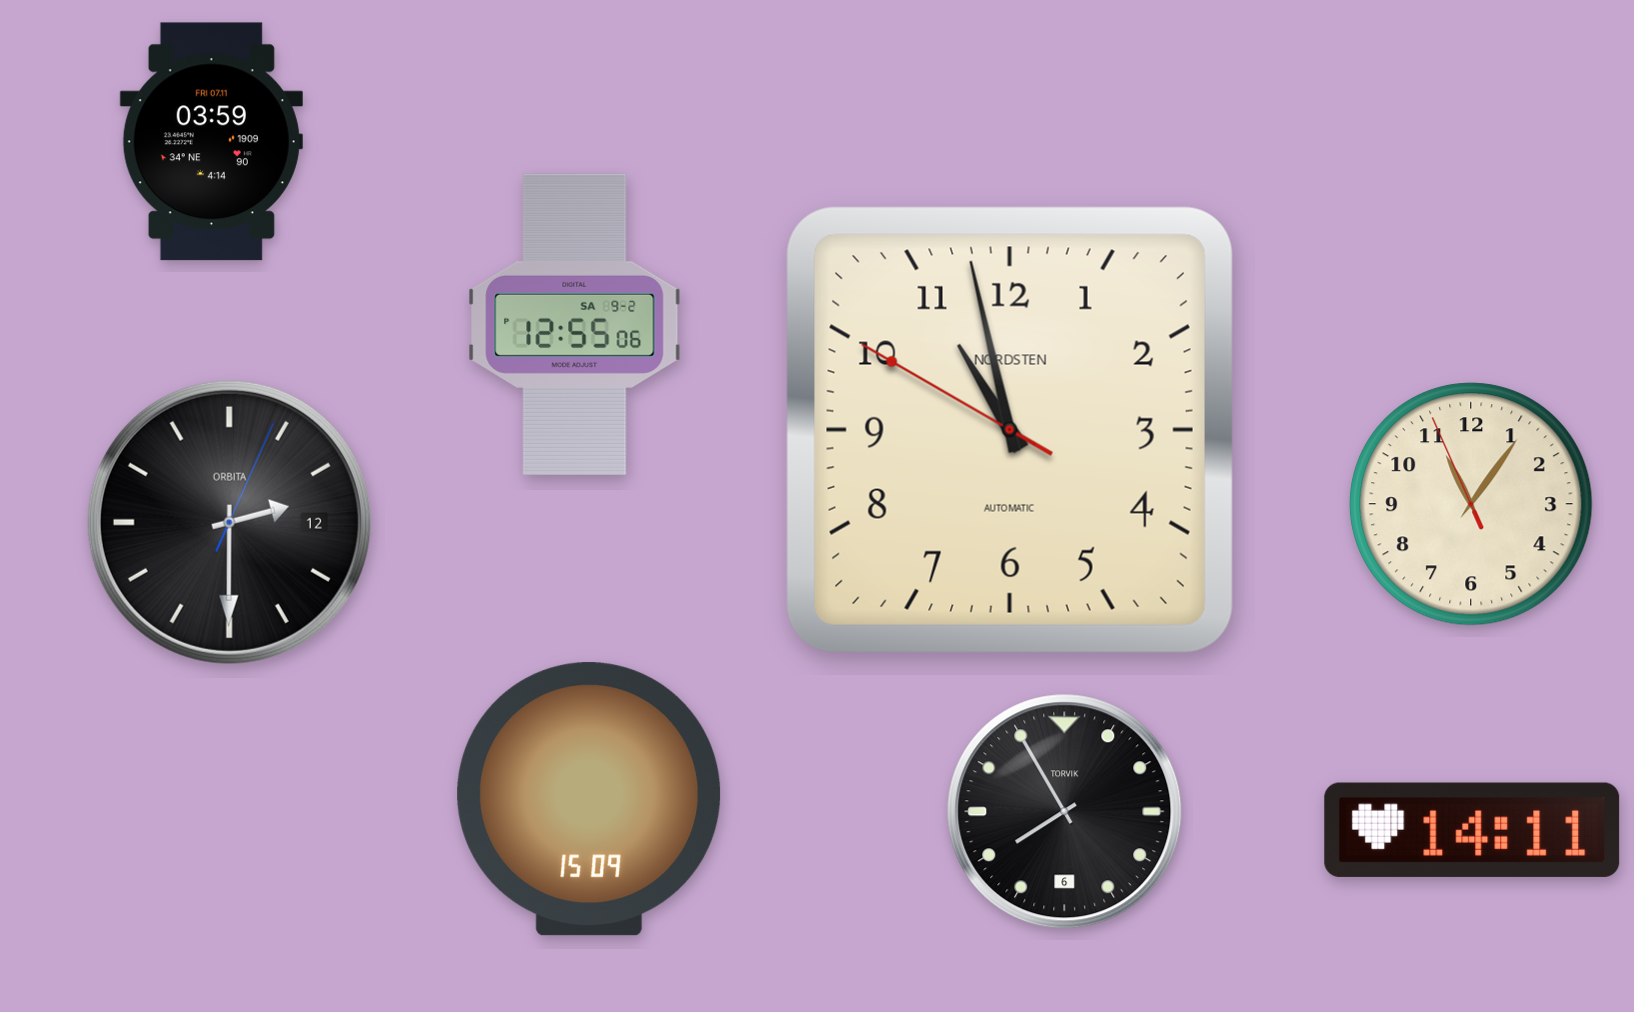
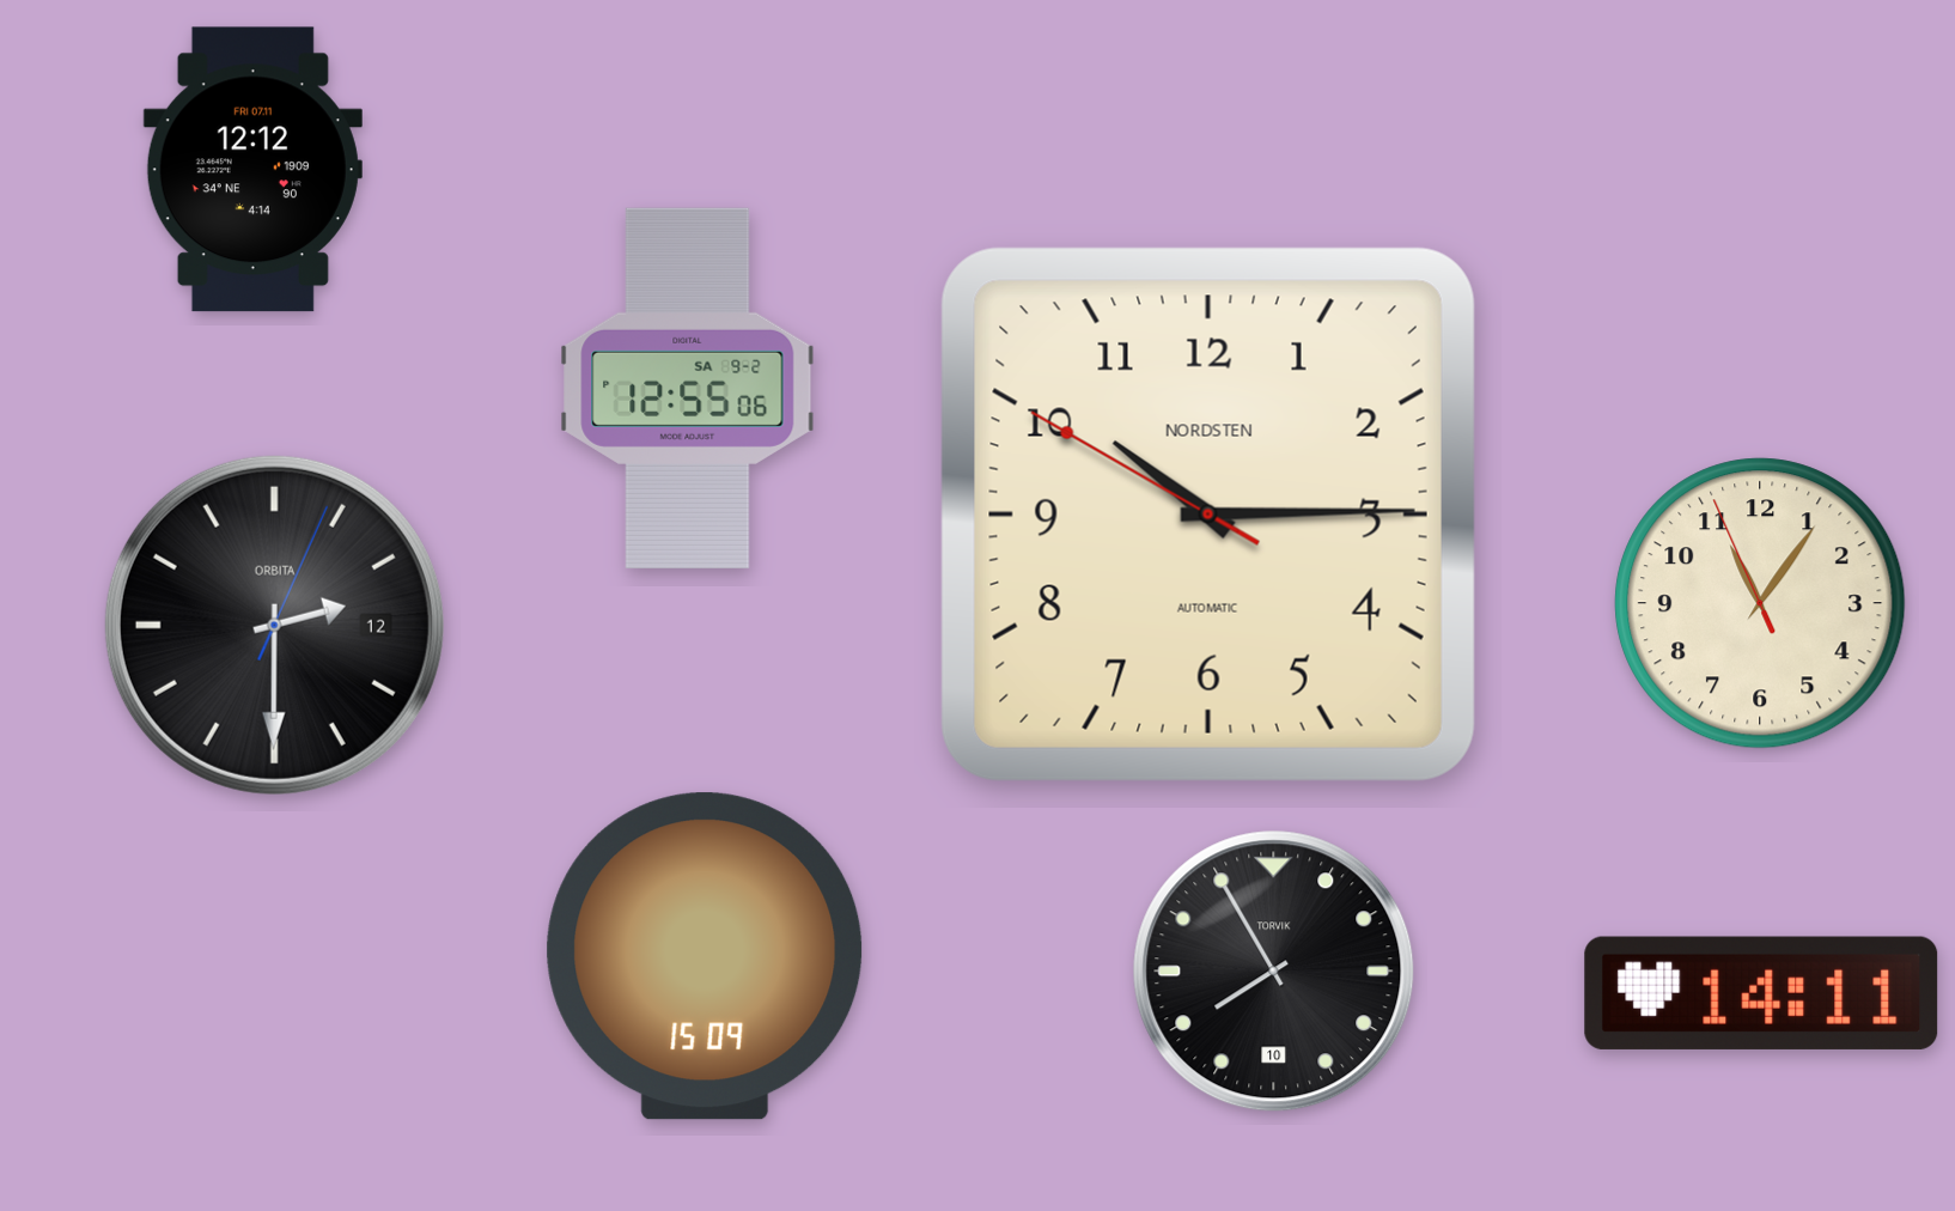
clock at (211, 142): 03:59 -> 12:12
clock at (1010, 430): 10:57 -> 10:14
clock at (1065, 812) date: 6 -> 10
